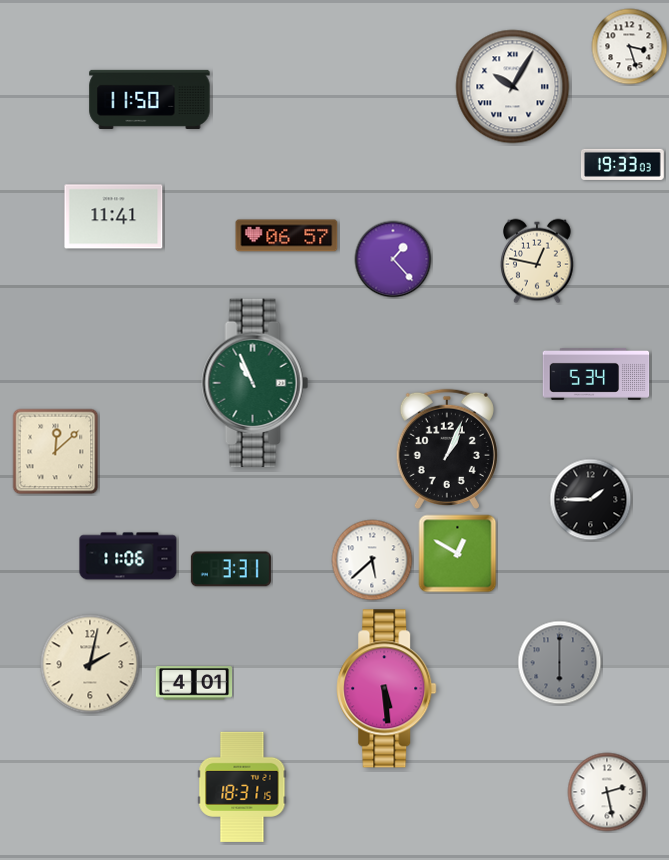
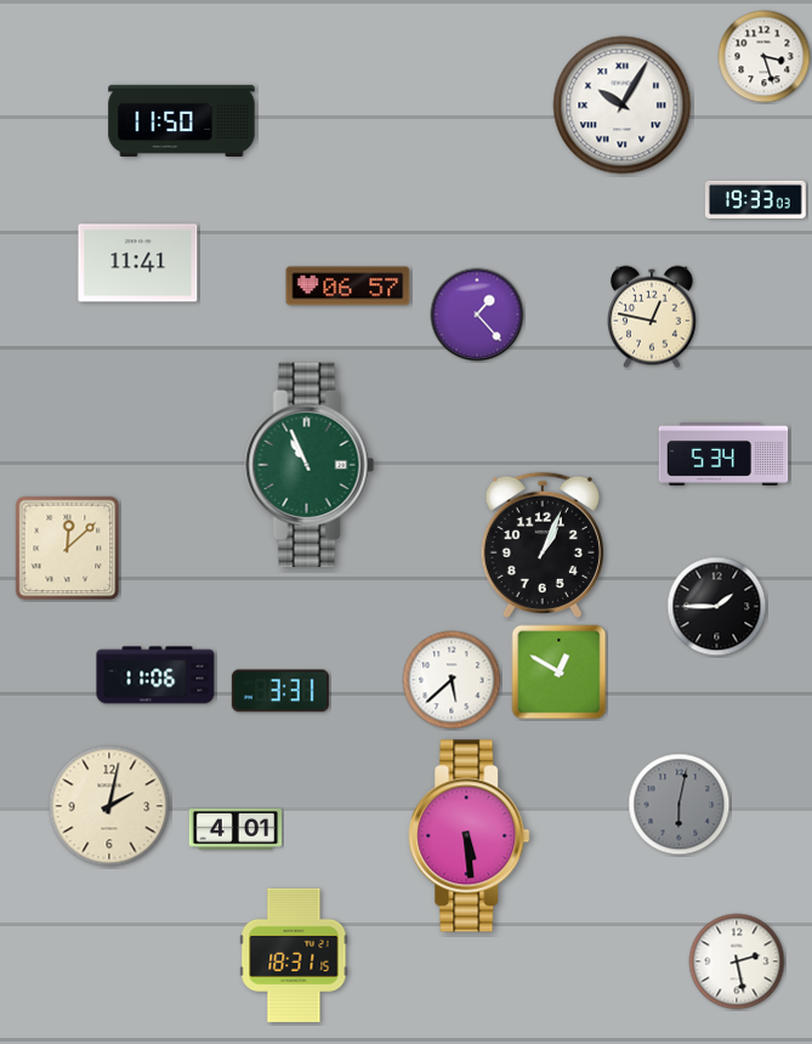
clock at (458, 554) position: (458, 554) -> (560, 673)
clock at (560, 663): 6:00 -> 6:02
